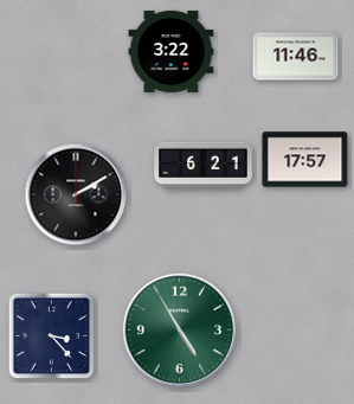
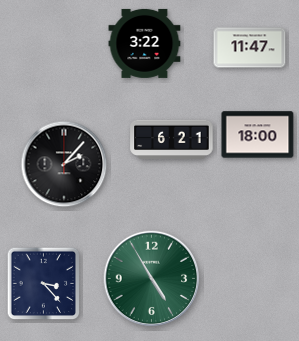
clock at (296, 57): 11:46 -> 11:47
clock at (305, 160): 17:57 -> 18:00
clock at (76, 194): 2:10 -> 2:07
